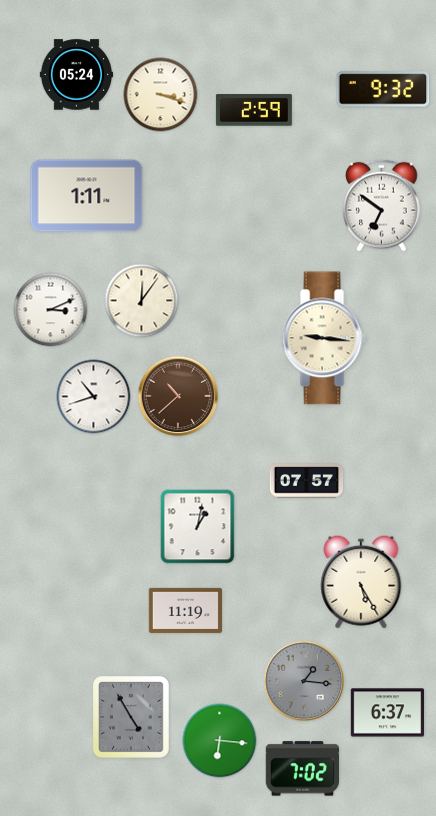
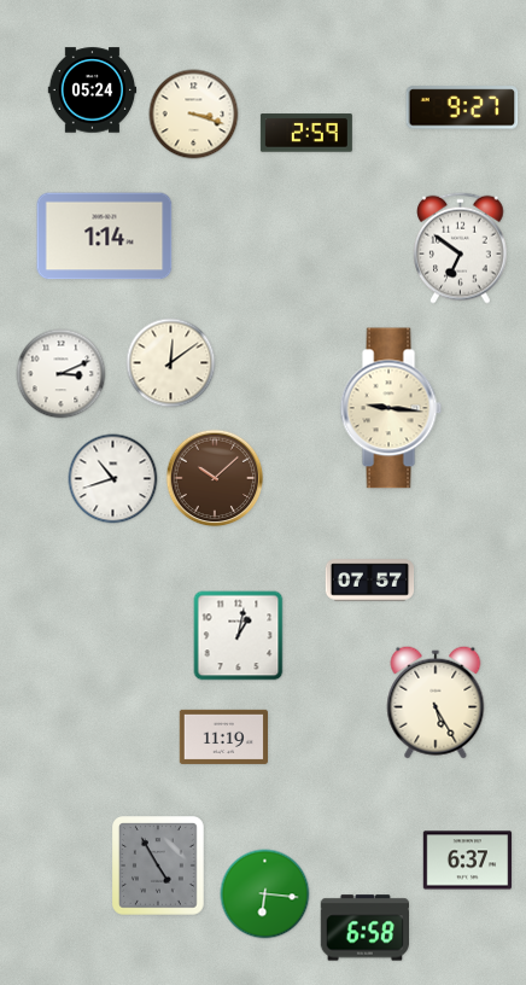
clock at (383, 89): 9:32 -> 9:27
clock at (87, 196): 1:11 -> 1:14
clock at (142, 301): 12:06 -> 12:09
clock at (178, 396): 10:38 -> 10:08
clock at (304, 681): 1:16 -> none
clock at (302, 769): 7:02 -> 6:58
